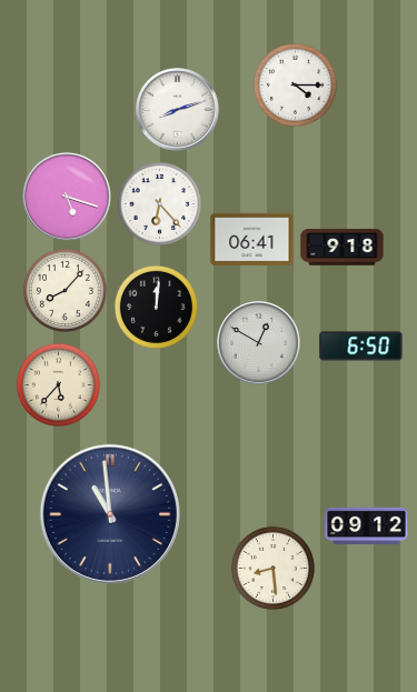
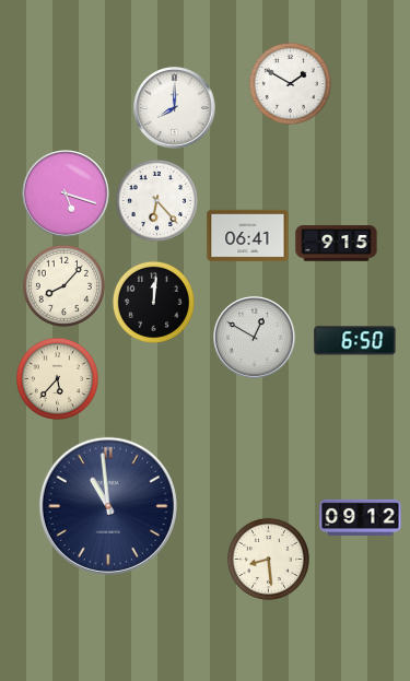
clock at (295, 84): 4:15 -> 1:50
clock at (178, 110): 8:12 -> 8:00
clock at (342, 248): 9:18 -> 9:15
